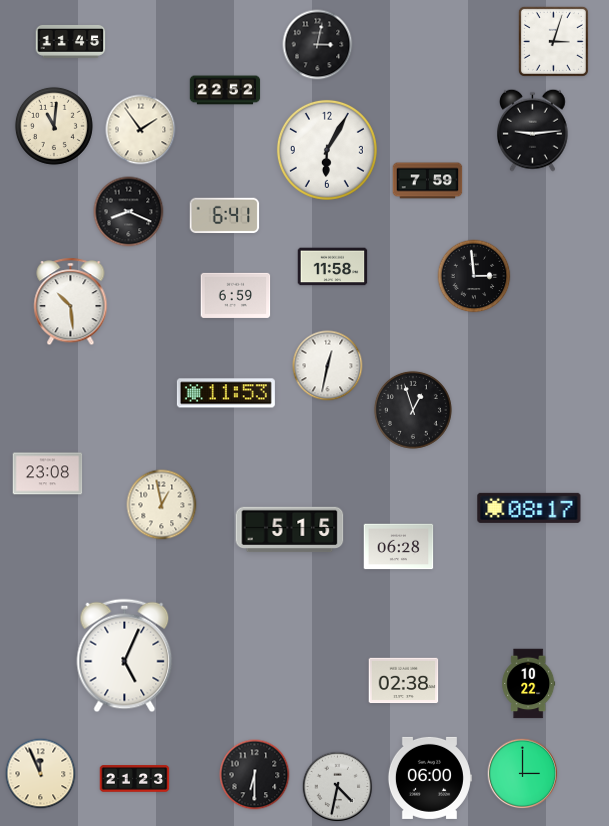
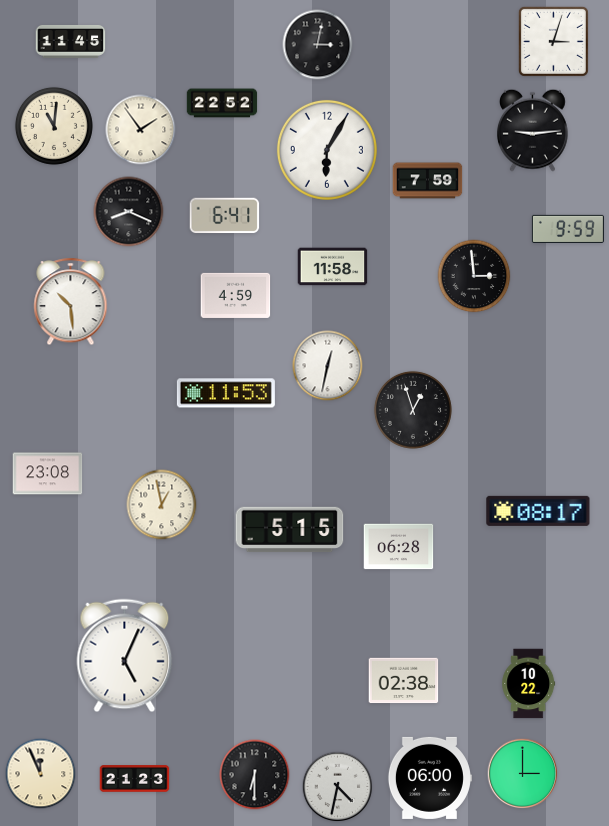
clock at (225, 90) position: (225, 90) -> (222, 103)
clock at (568, 229): none -> 9:59
clock at (236, 295): 6:59 -> 4:59
clock at (529, 508) position: (529, 508) -> (538, 511)
